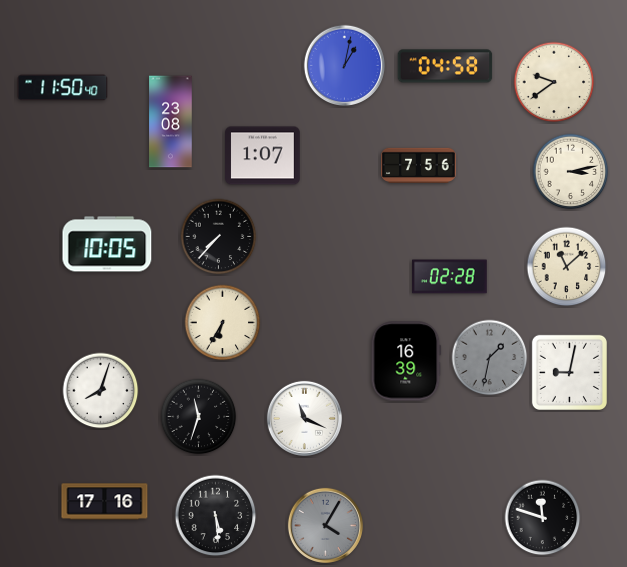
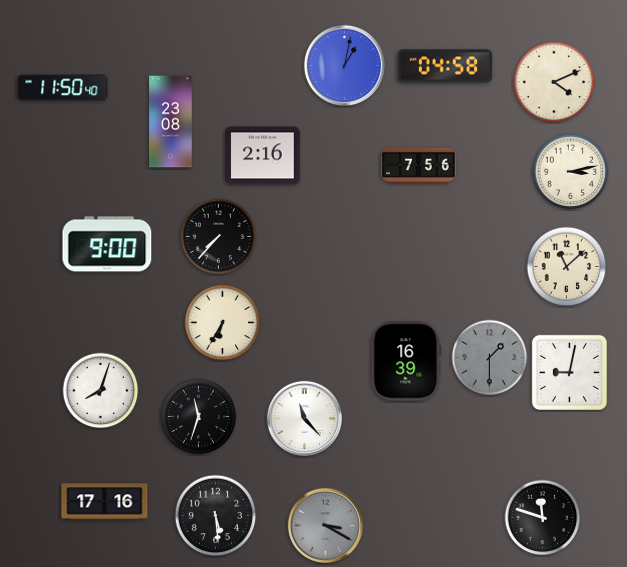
clock at (554, 82): 9:39 -> 4:11
clock at (263, 156): 1:07 -> 2:16
clock at (107, 244): 10:05 -> 9:00
clock at (450, 277): 02:28 -> none
clock at (490, 358): 1:32 -> 1:30
clock at (304, 418): 11:19 -> 11:23
clock at (325, 525): 4:05 -> 3:20
